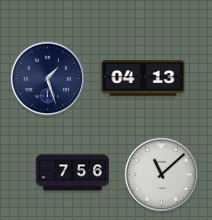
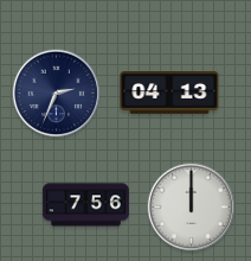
clock at (48, 79): 1:27 -> 2:34
clock at (162, 175): 11:08 -> 12:00
